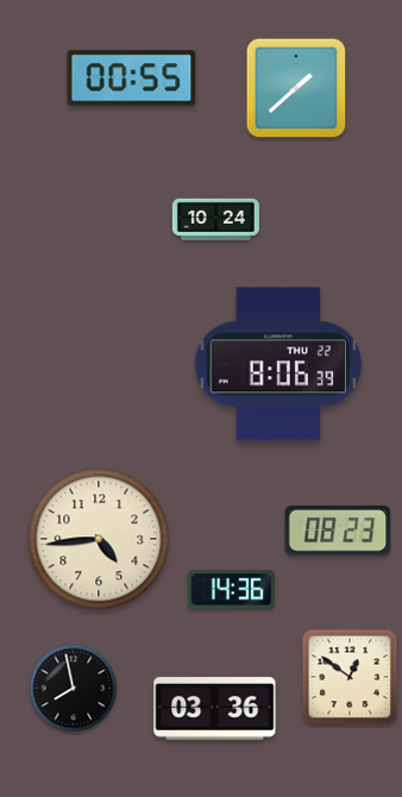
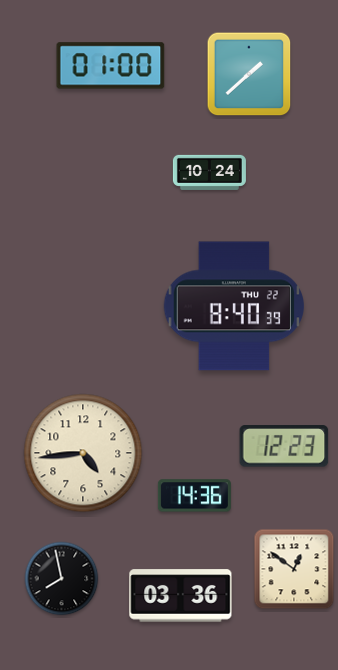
clock at (132, 79): 00:55 -> 01:00
clock at (215, 219) position: (215, 219) -> (209, 172)
clock at (277, 364): 8:06 -> 8:40
clock at (338, 531): 08:23 -> 12:23
